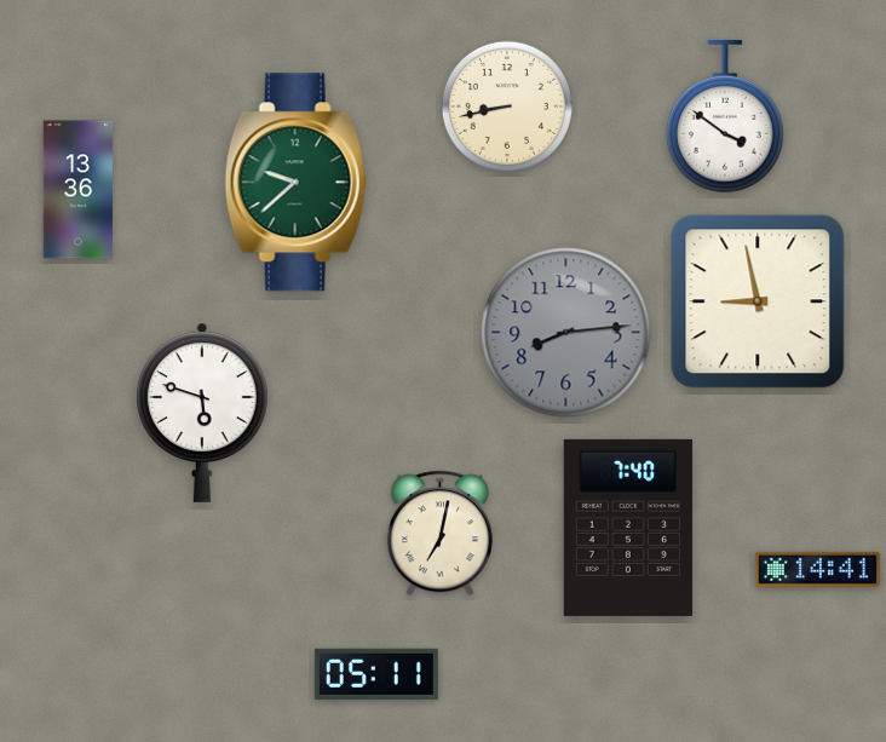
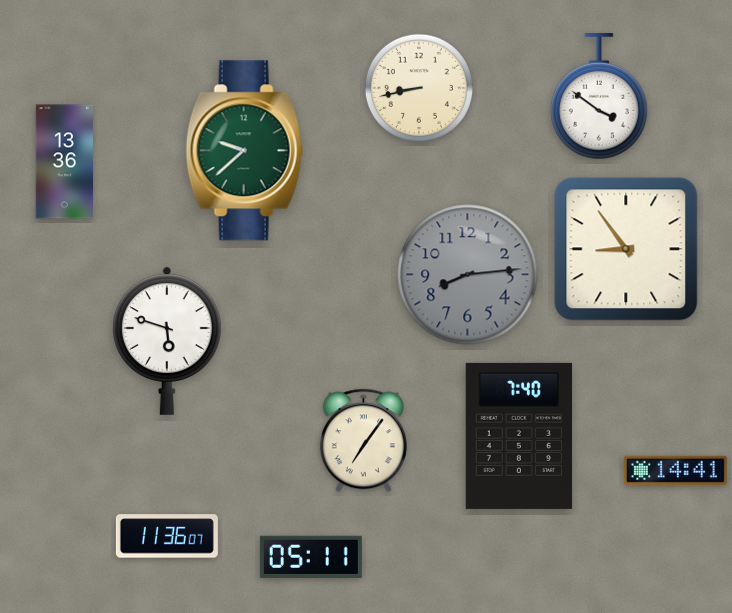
clock at (79, 190) position: (79, 190) -> (65, 162)
clock at (758, 301): 8:58 -> 8:54
clock at (439, 534): 7:02 -> 7:06
clock at (167, 536): none -> 11:36
